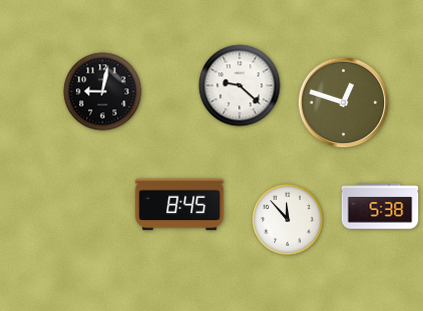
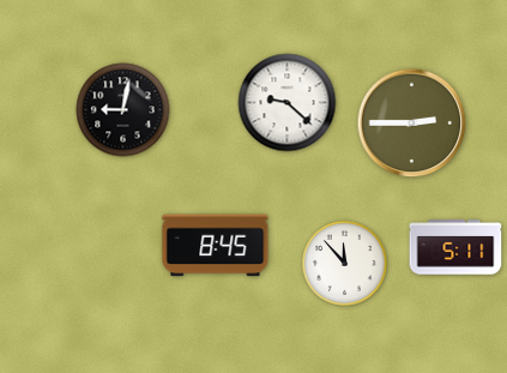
clock at (344, 103): 12:48 -> 2:45
clock at (380, 206): 5:38 -> 5:11
